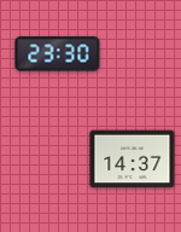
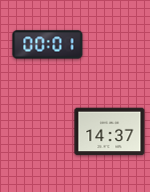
clock at (58, 54): 23:30 -> 00:01
